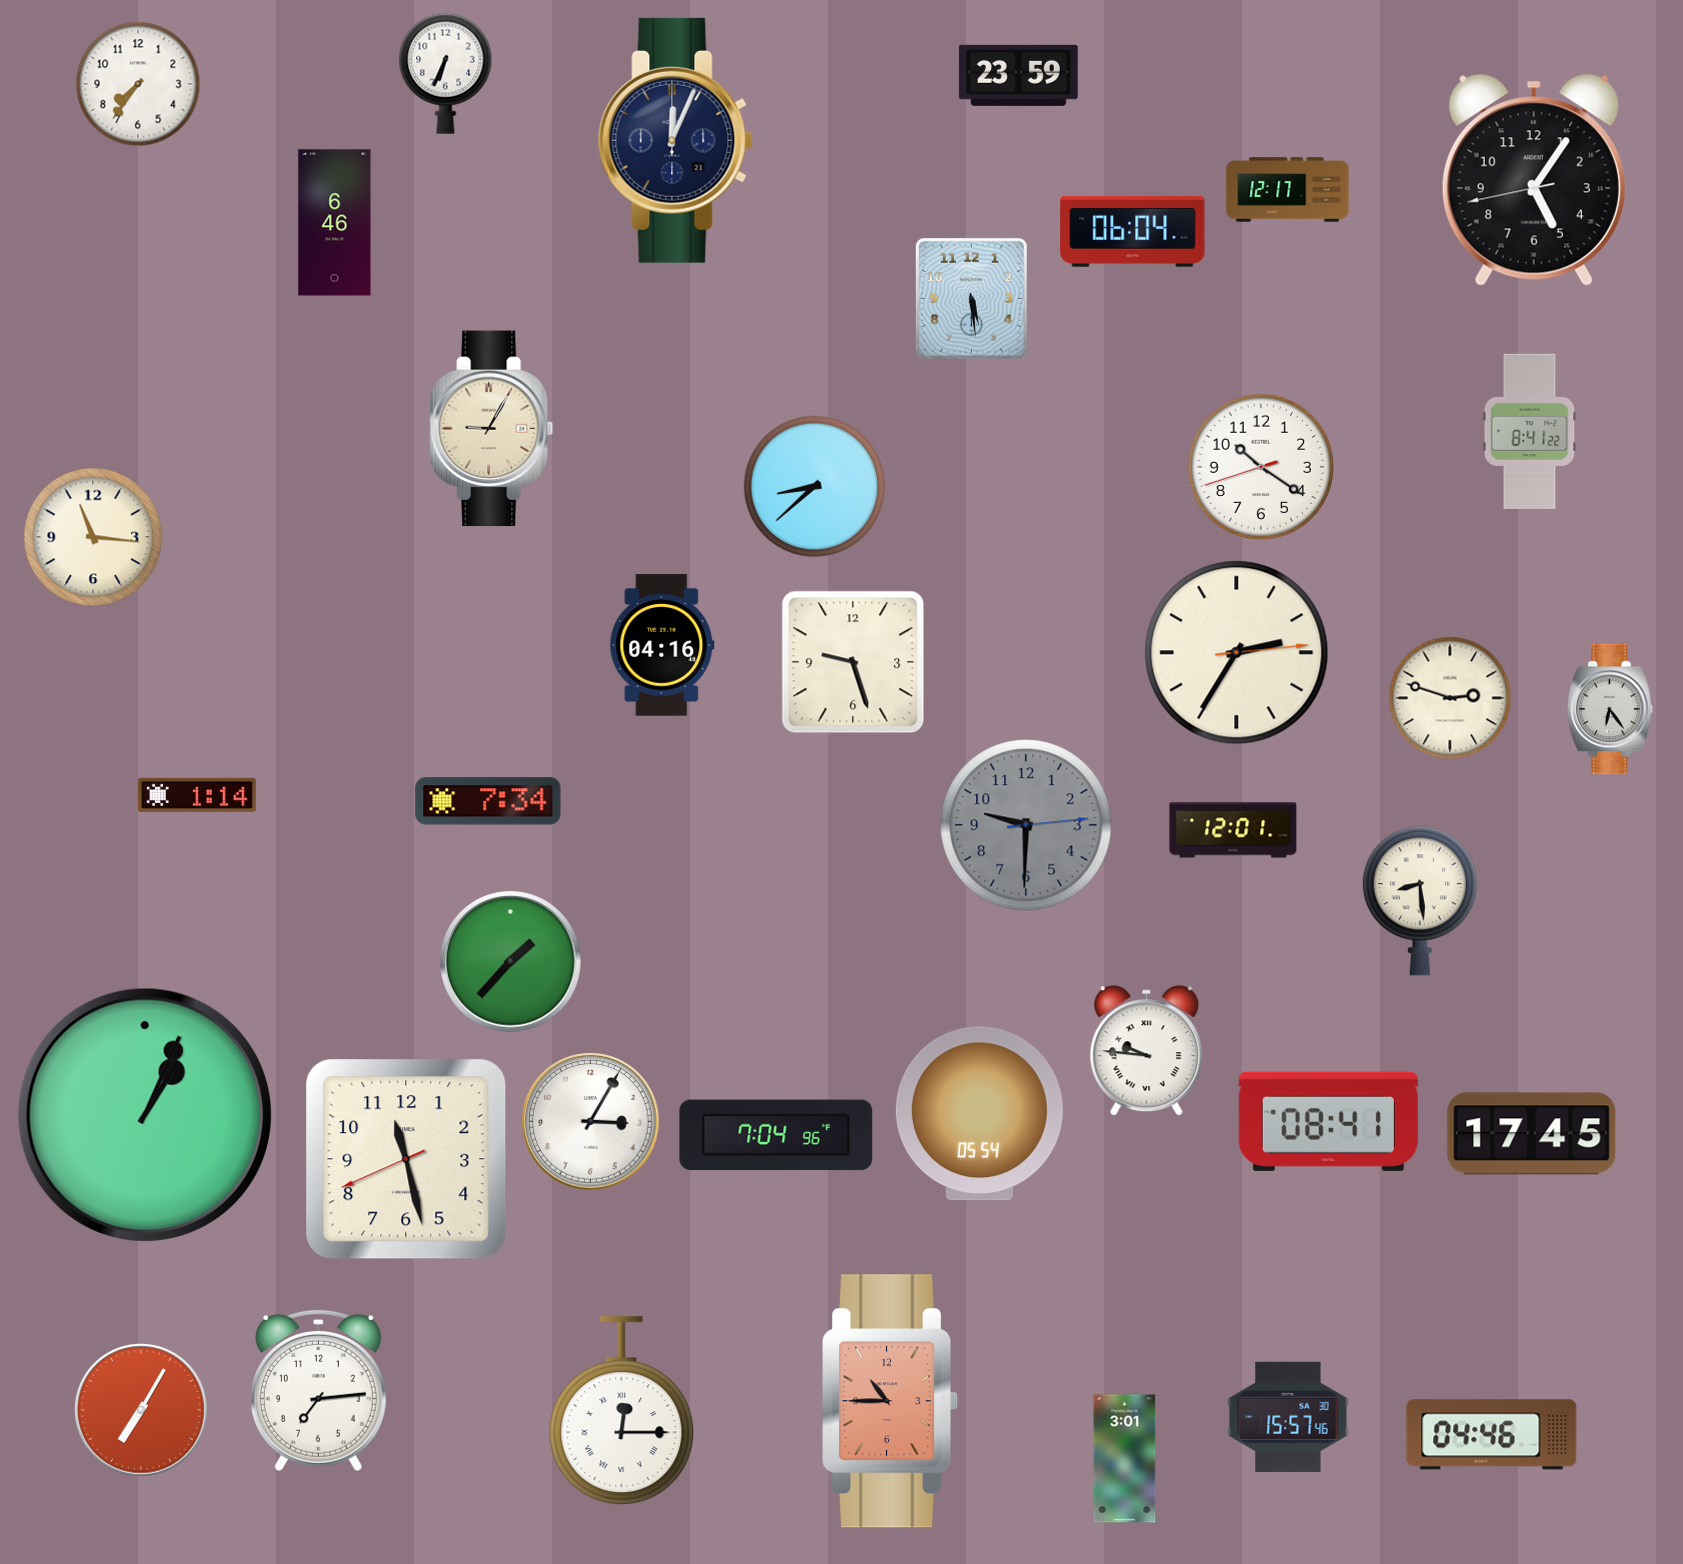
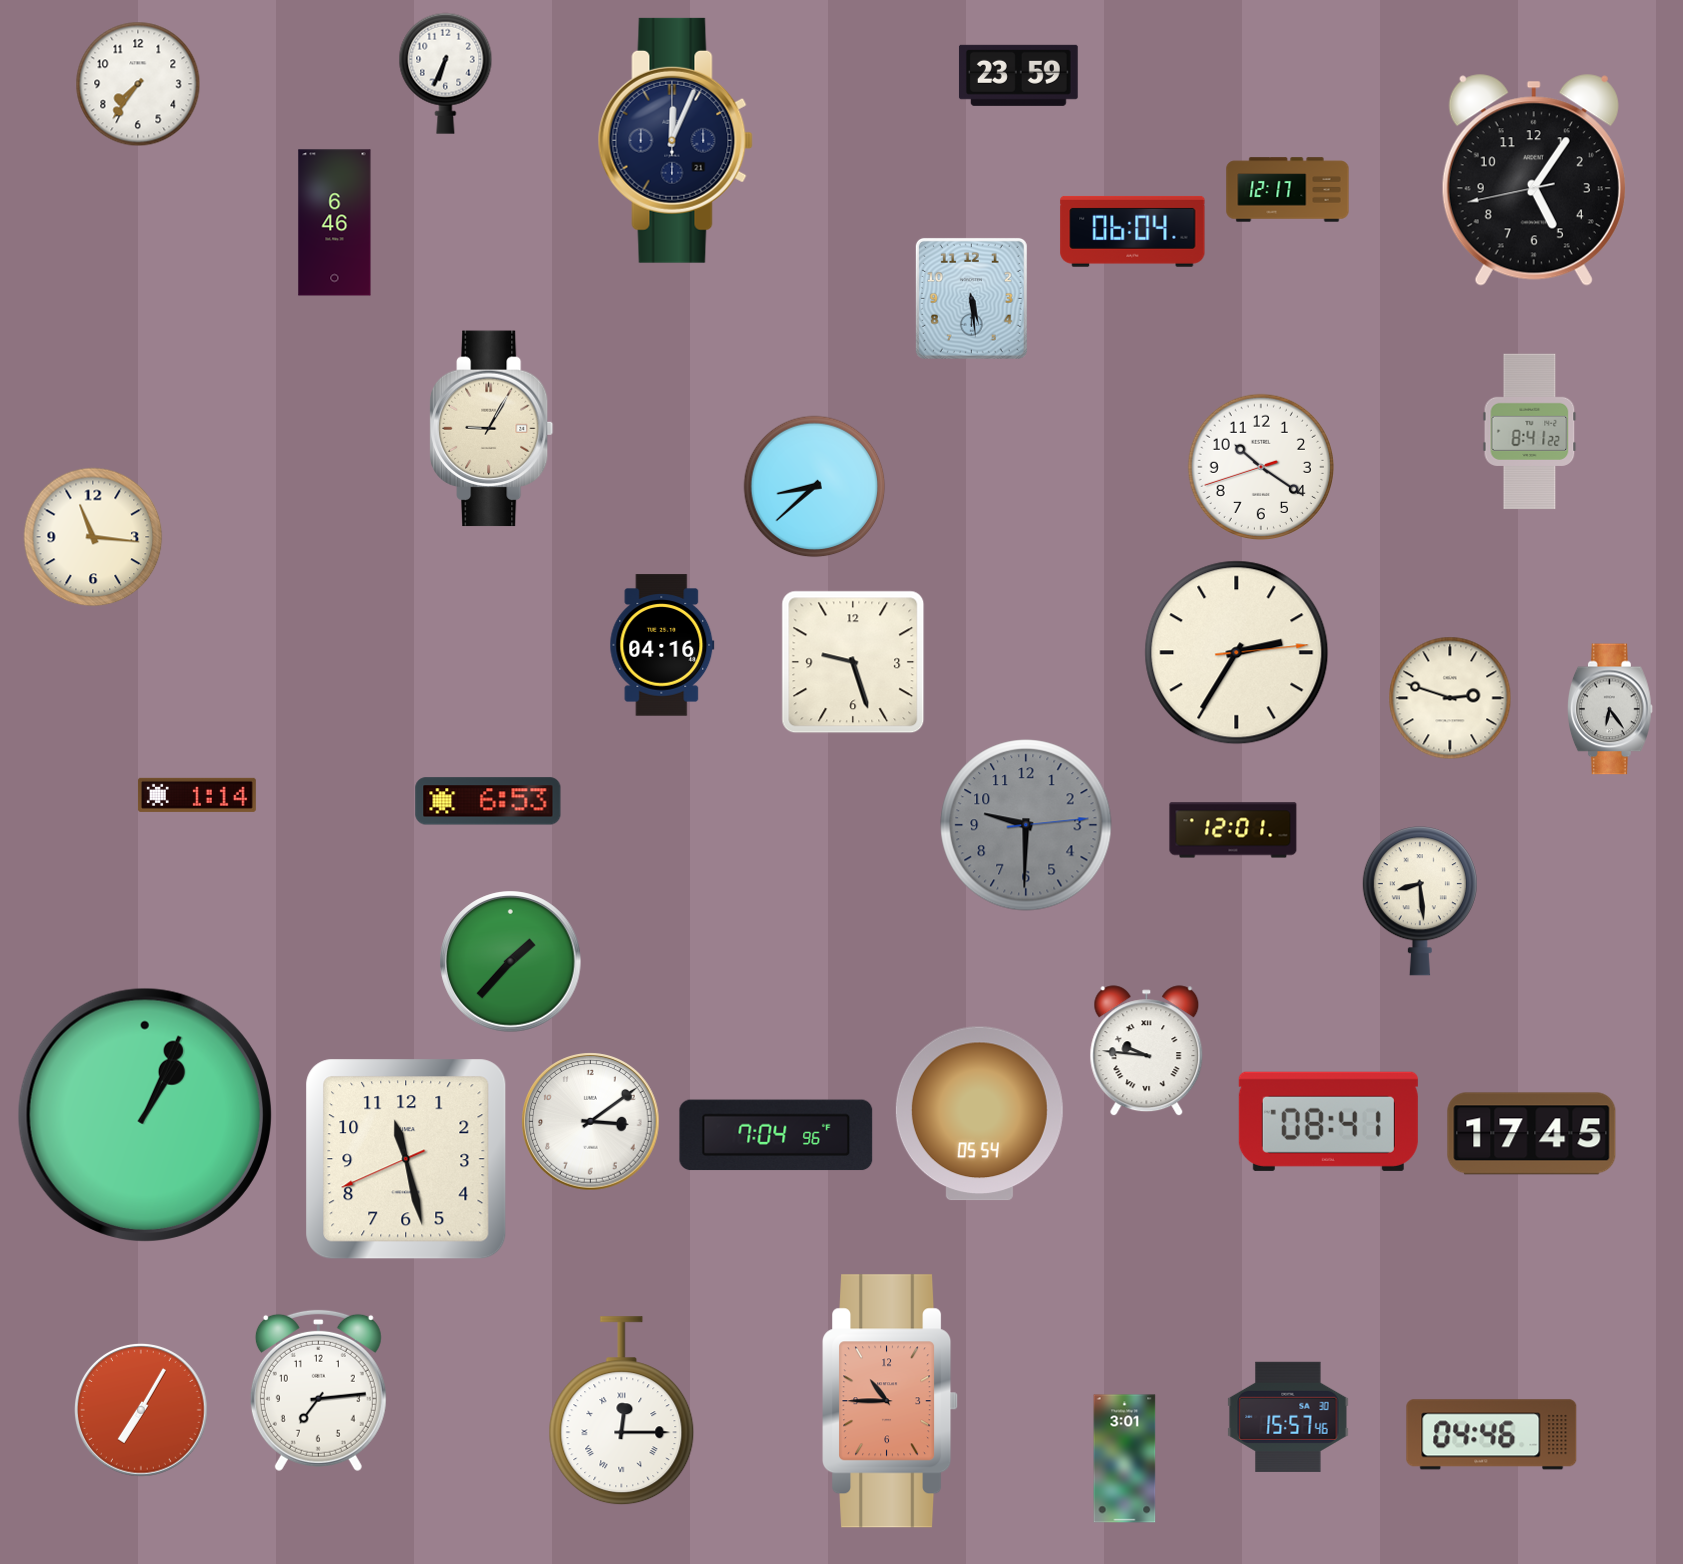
clock at (488, 801): 7:34 -> 6:53
clock at (591, 1122): 3:05 -> 3:09
